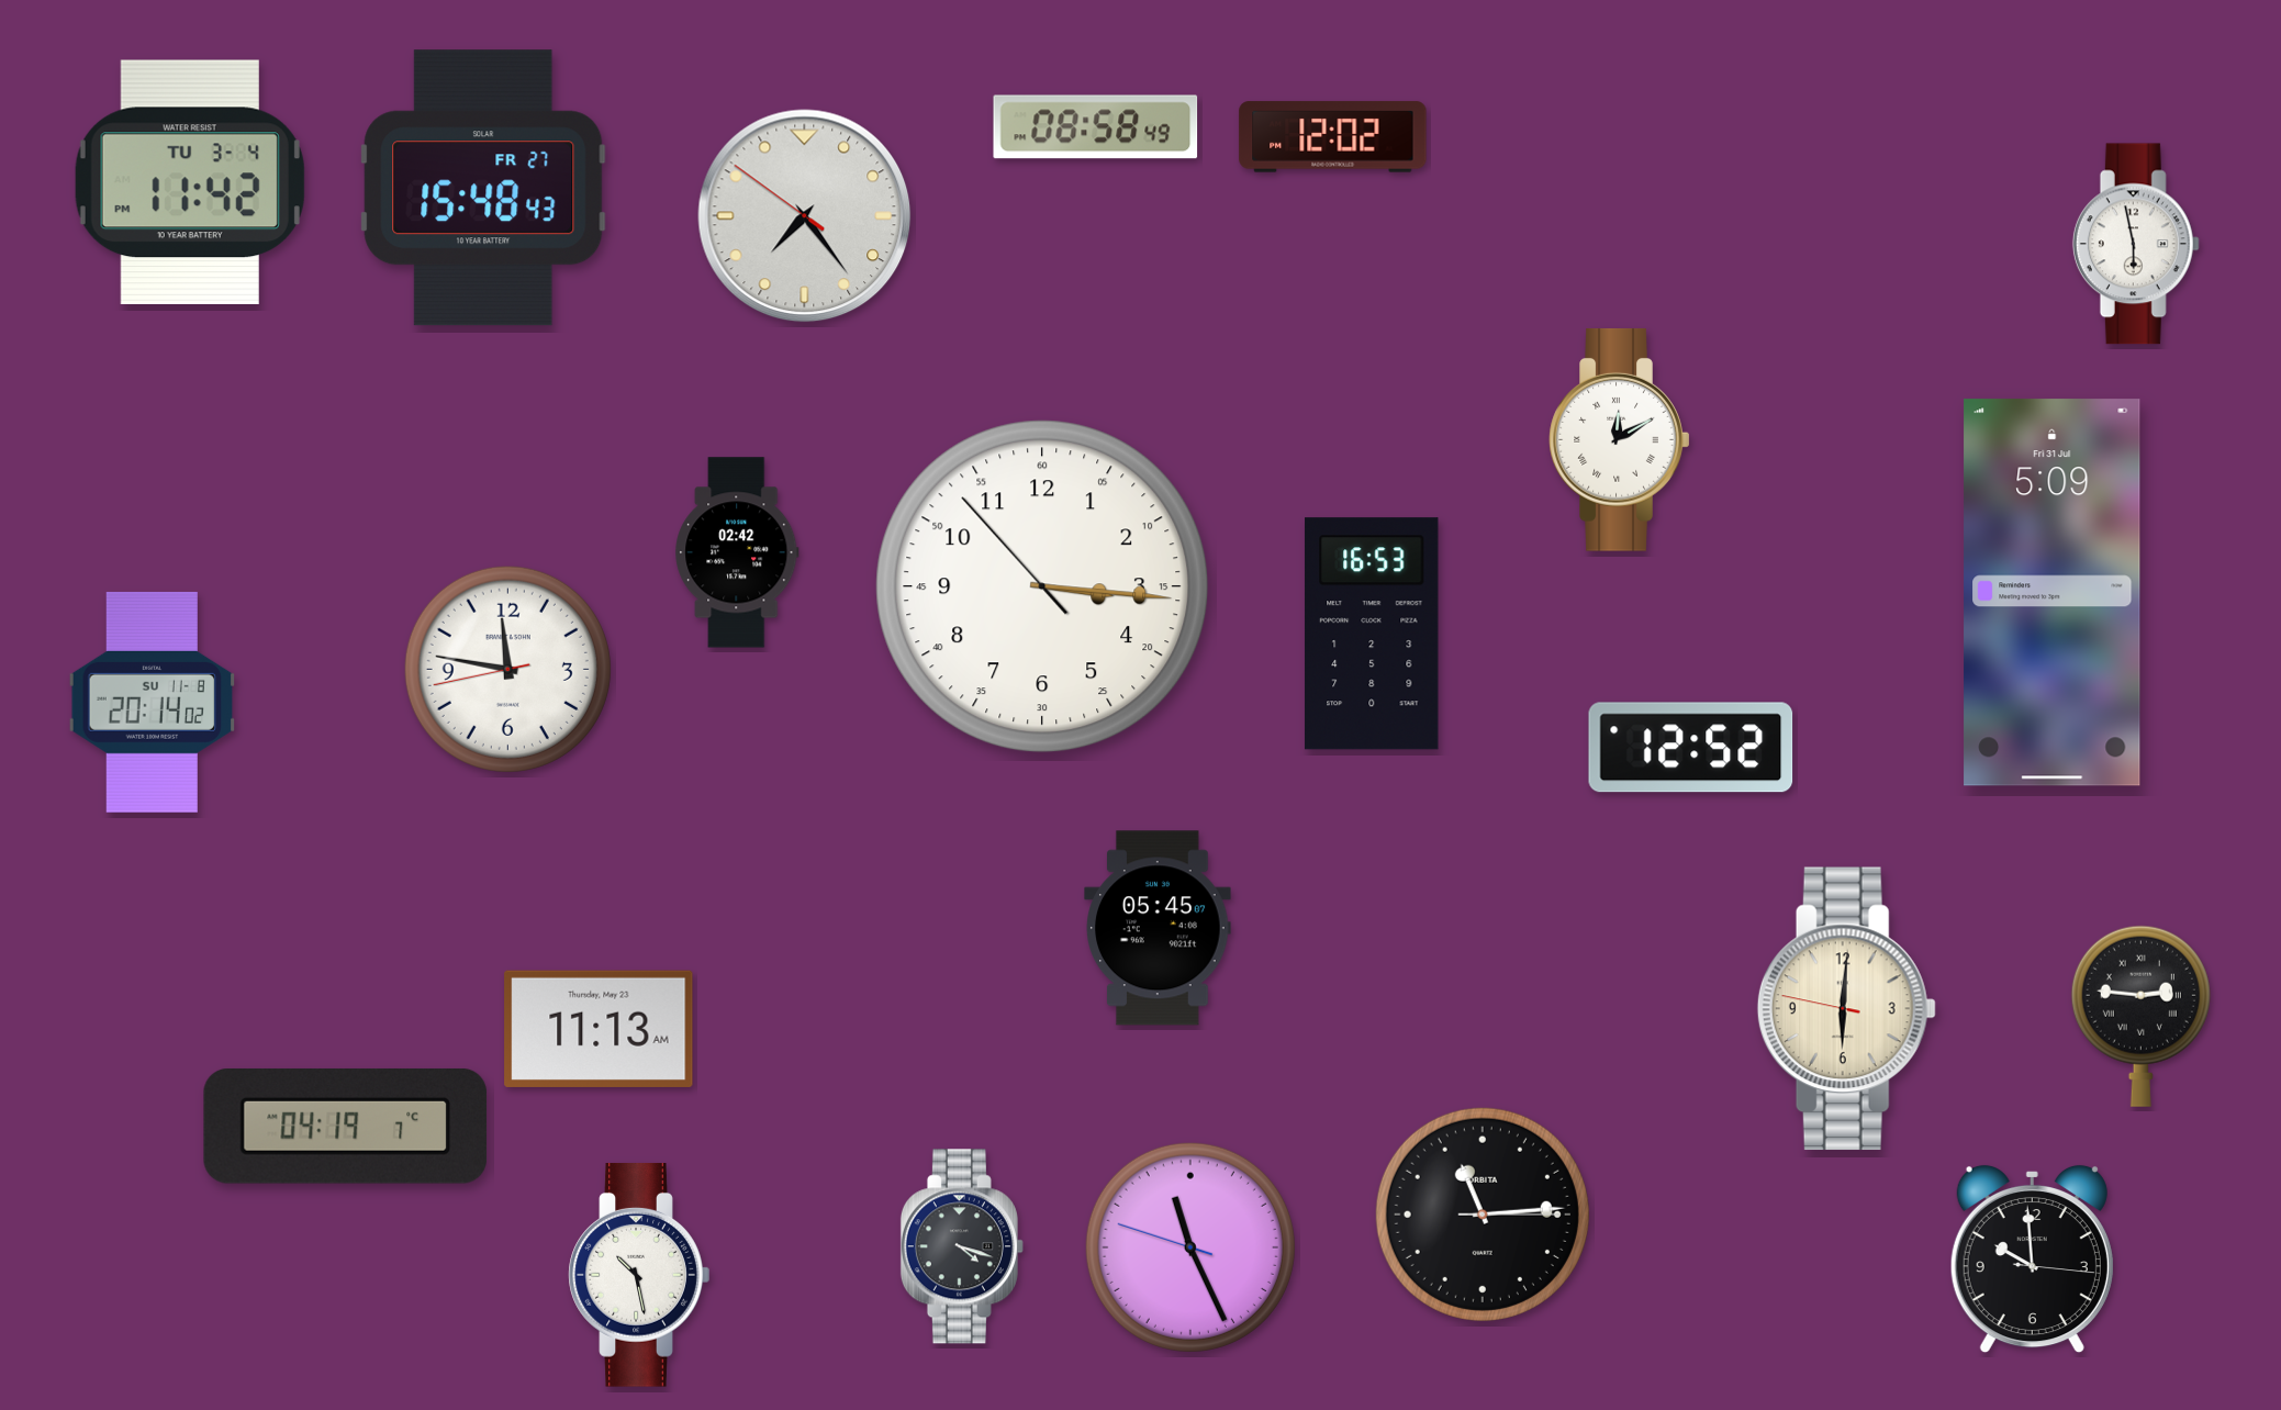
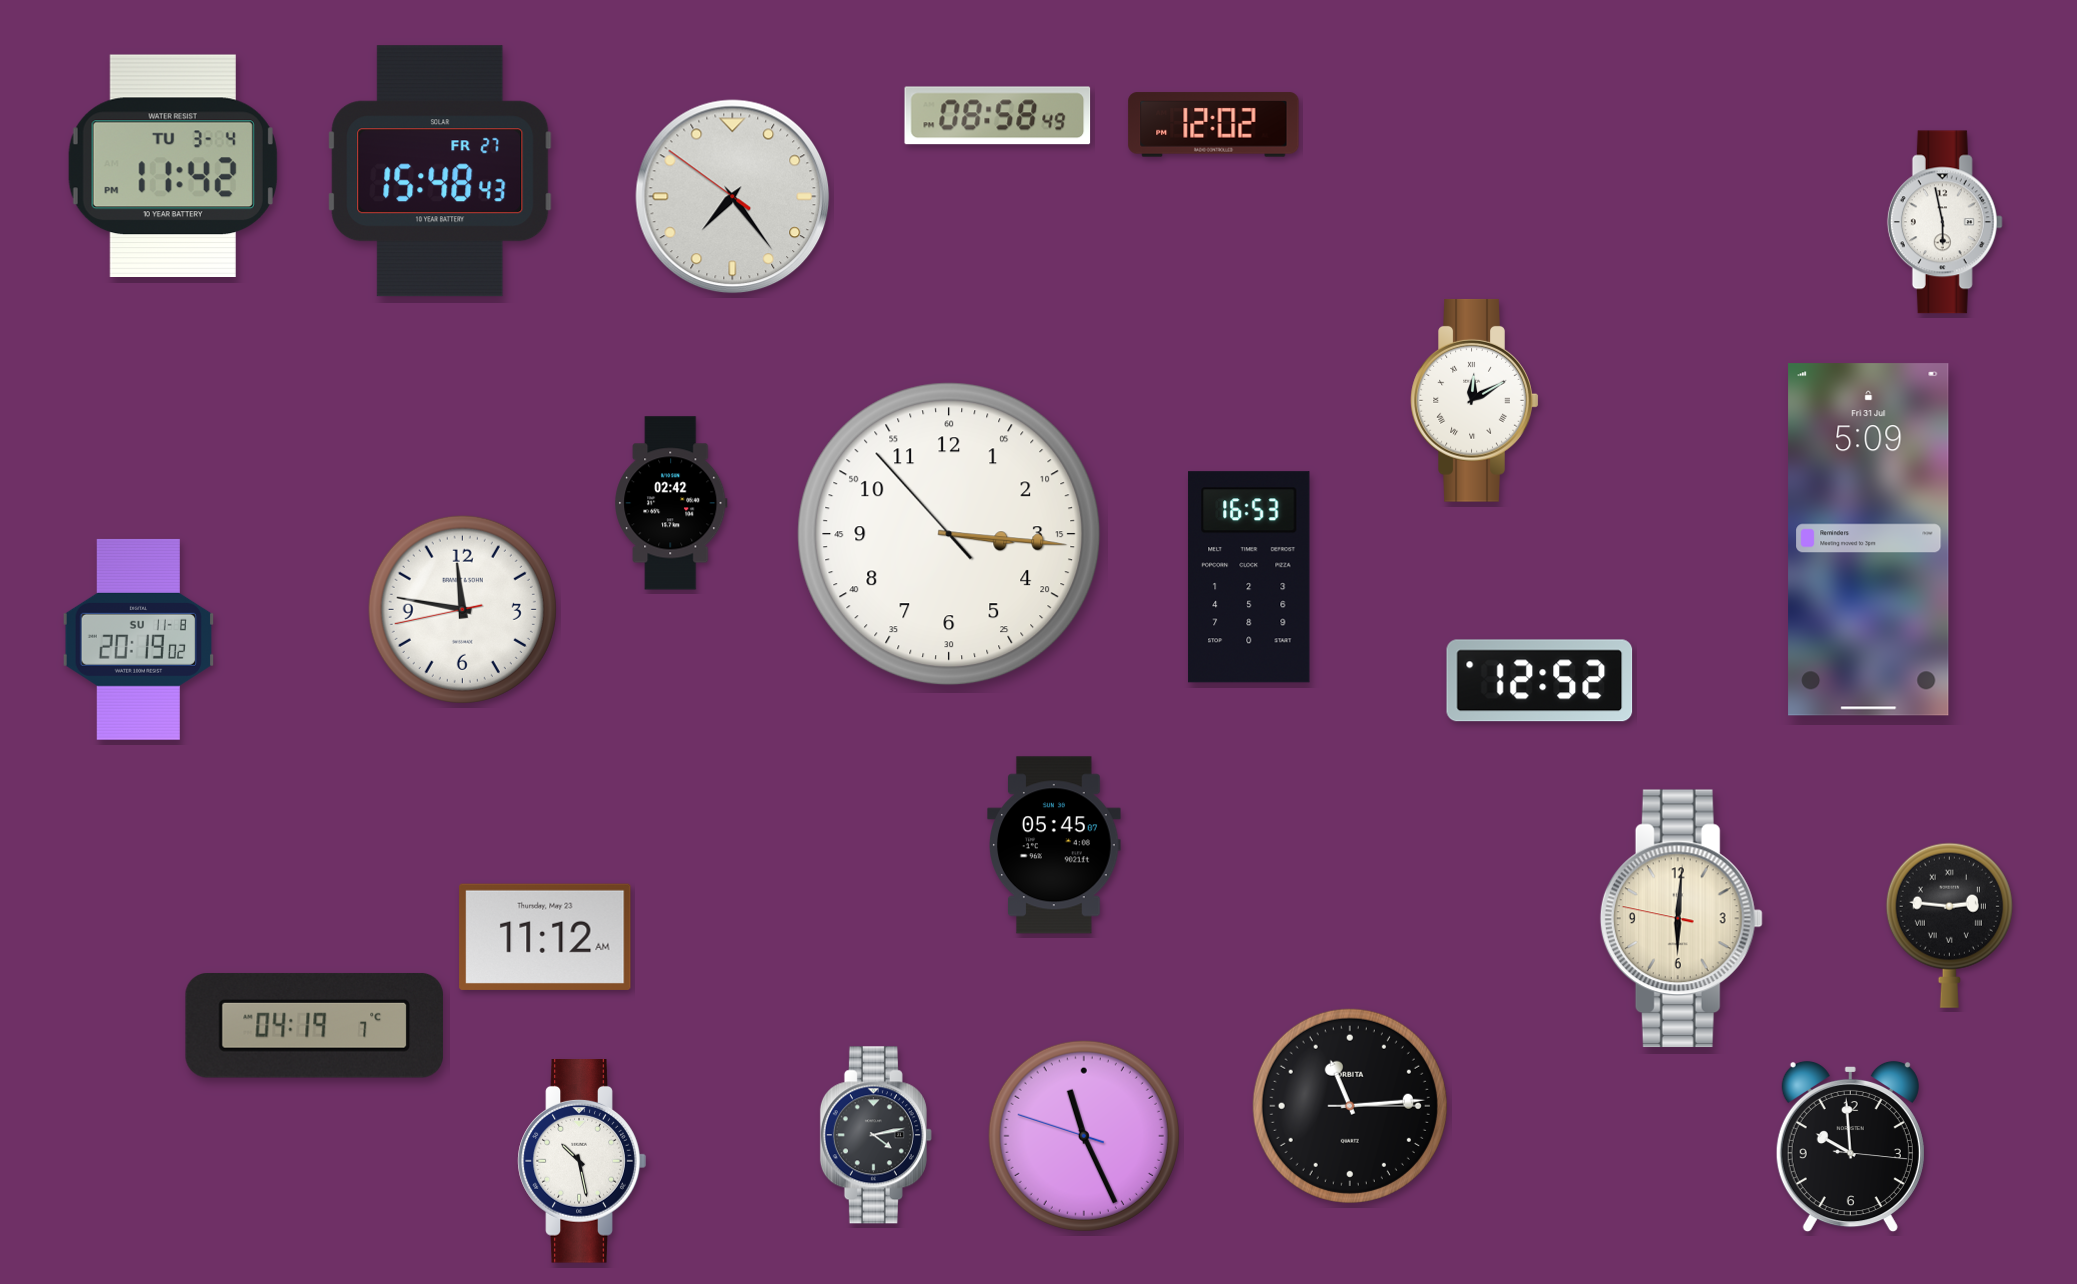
clock at (152, 702): 20:14 -> 20:19
clock at (599, 1029): 11:13 -> 11:12
clock at (962, 1246): 4:18 -> 4:13
